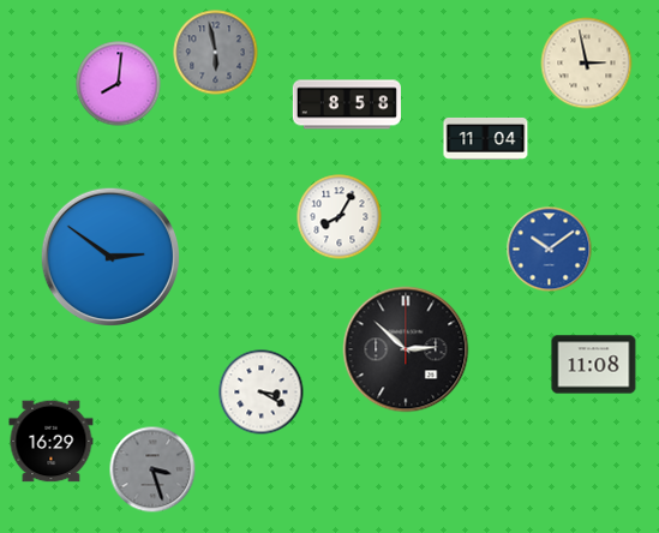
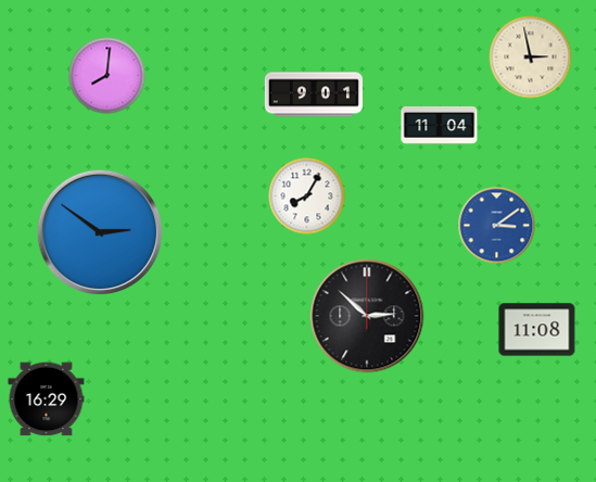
clock at (216, 53): 5:58 -> none
clock at (347, 104): 8:58 -> 9:01
clock at (550, 250): 10:09 -> 3:09
clock at (262, 393): 3:20 -> none
clock at (152, 469): 3:27 -> none
